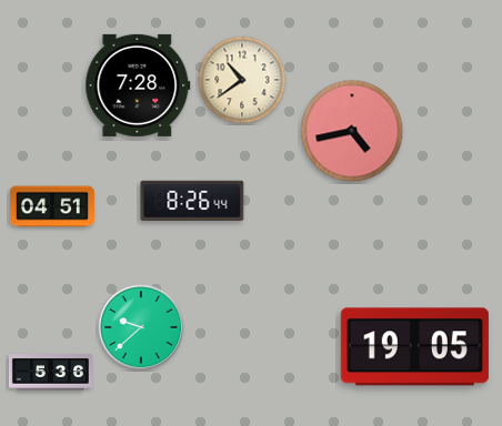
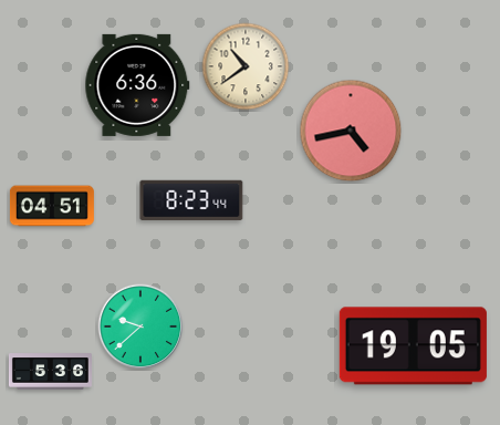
clock at (242, 80) position: (242, 80) -> (246, 66)
clock at (138, 85): 7:28 -> 6:36
clock at (192, 201): 8:26 -> 8:23
